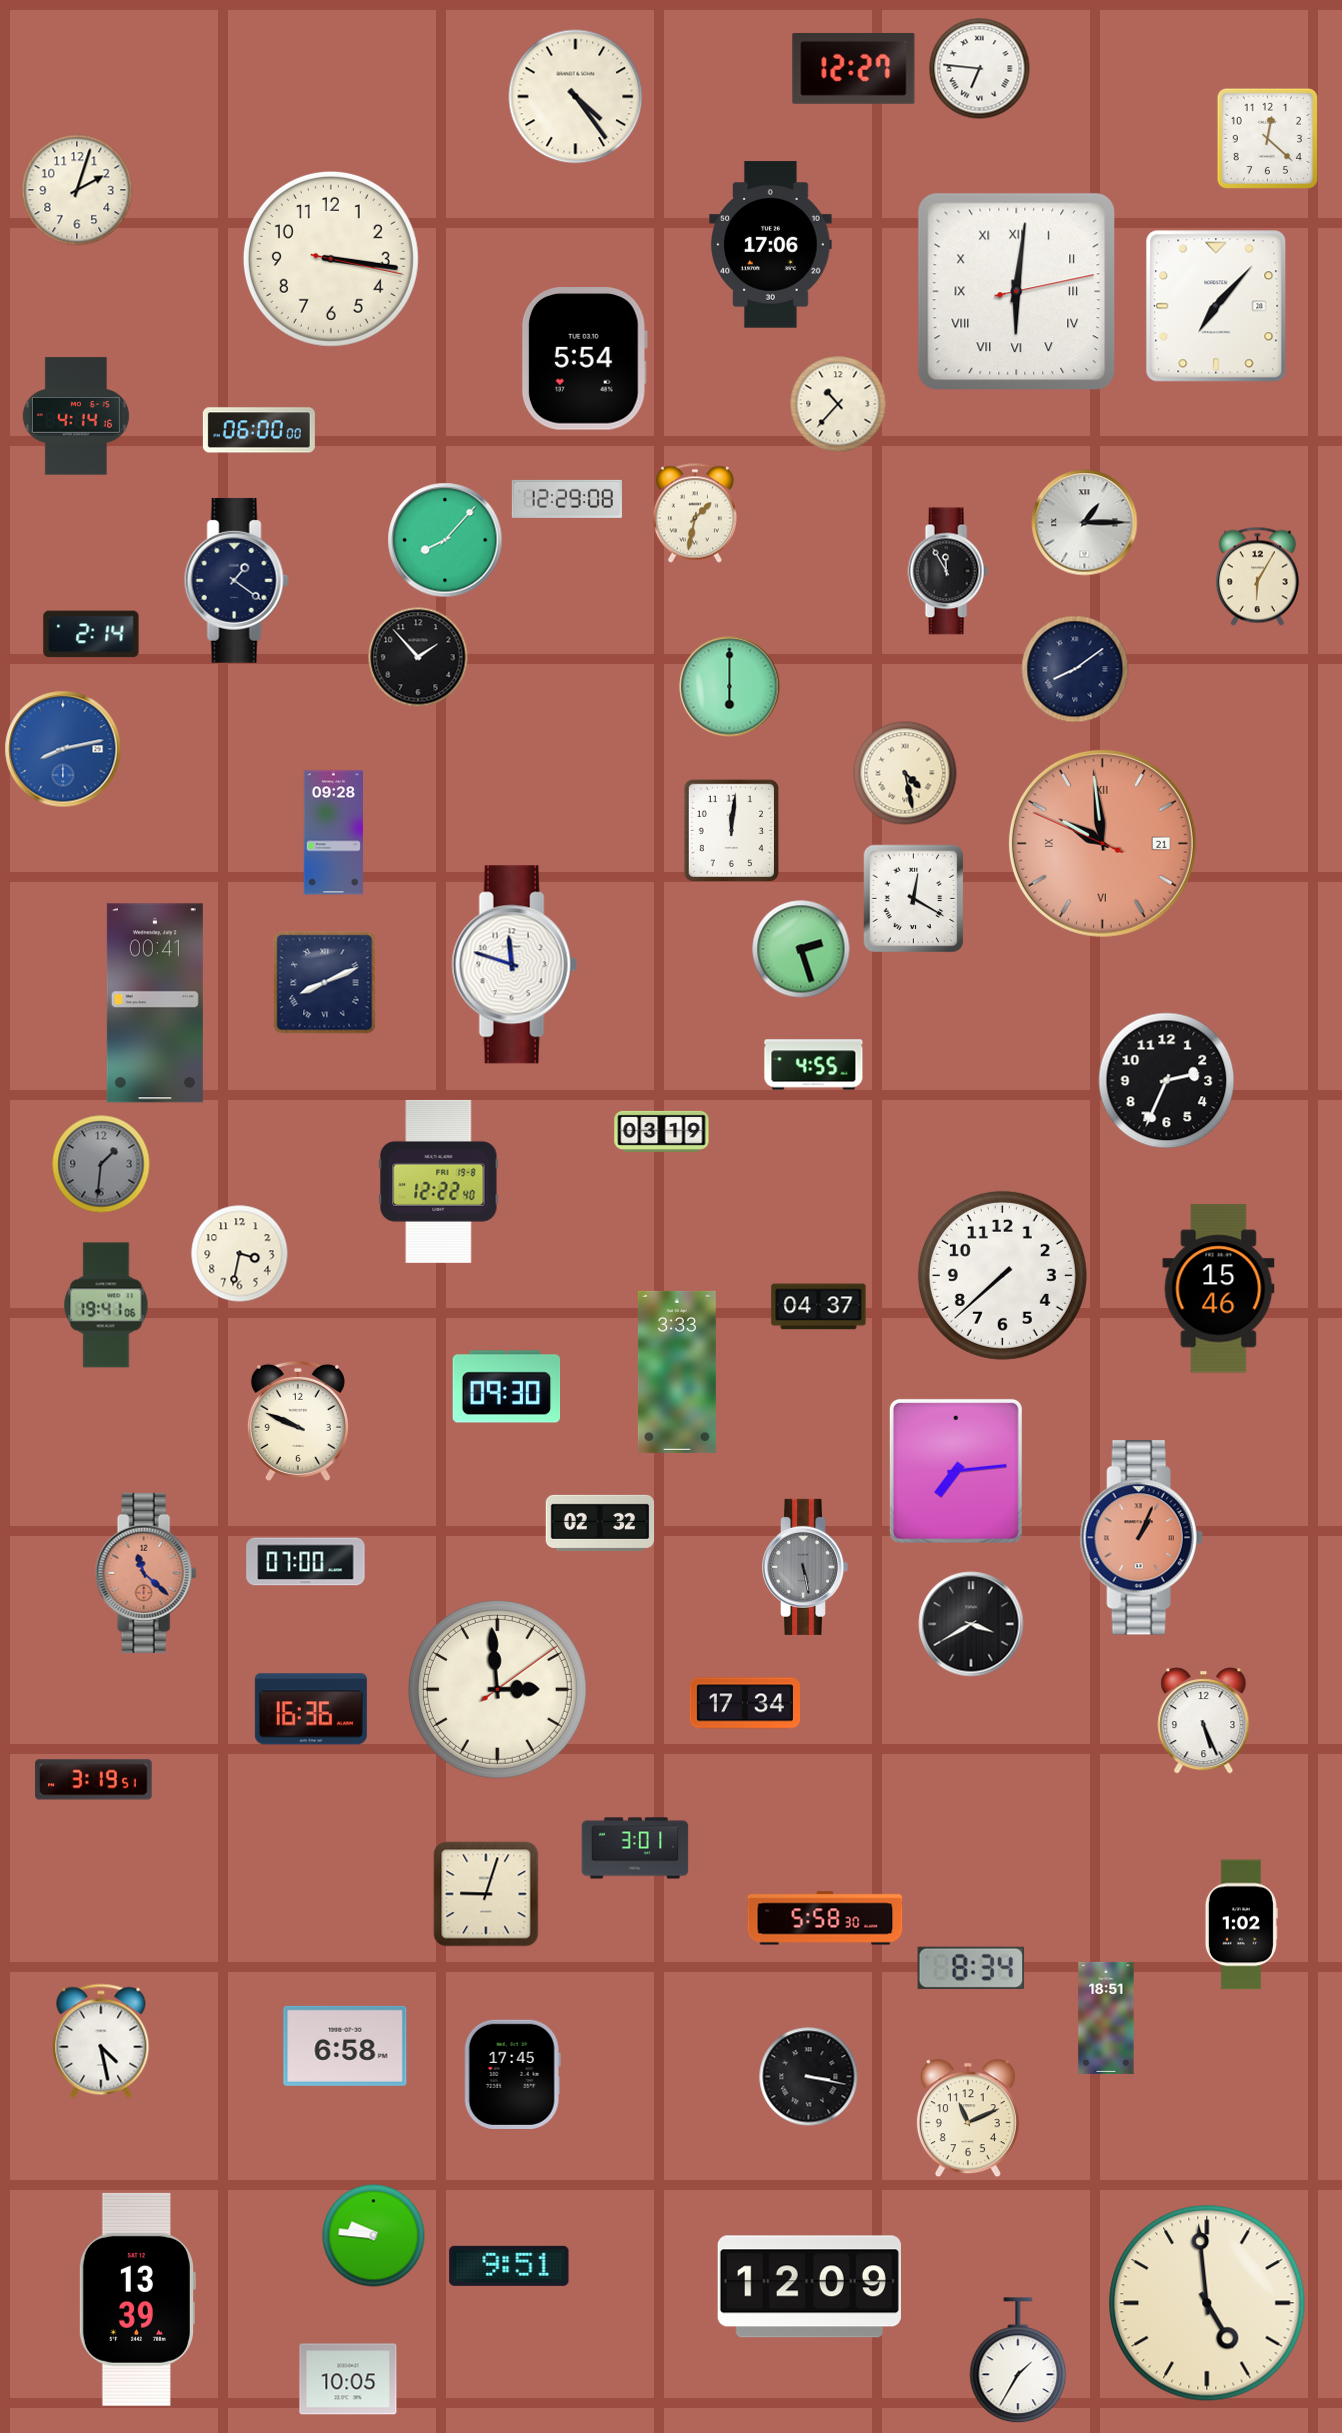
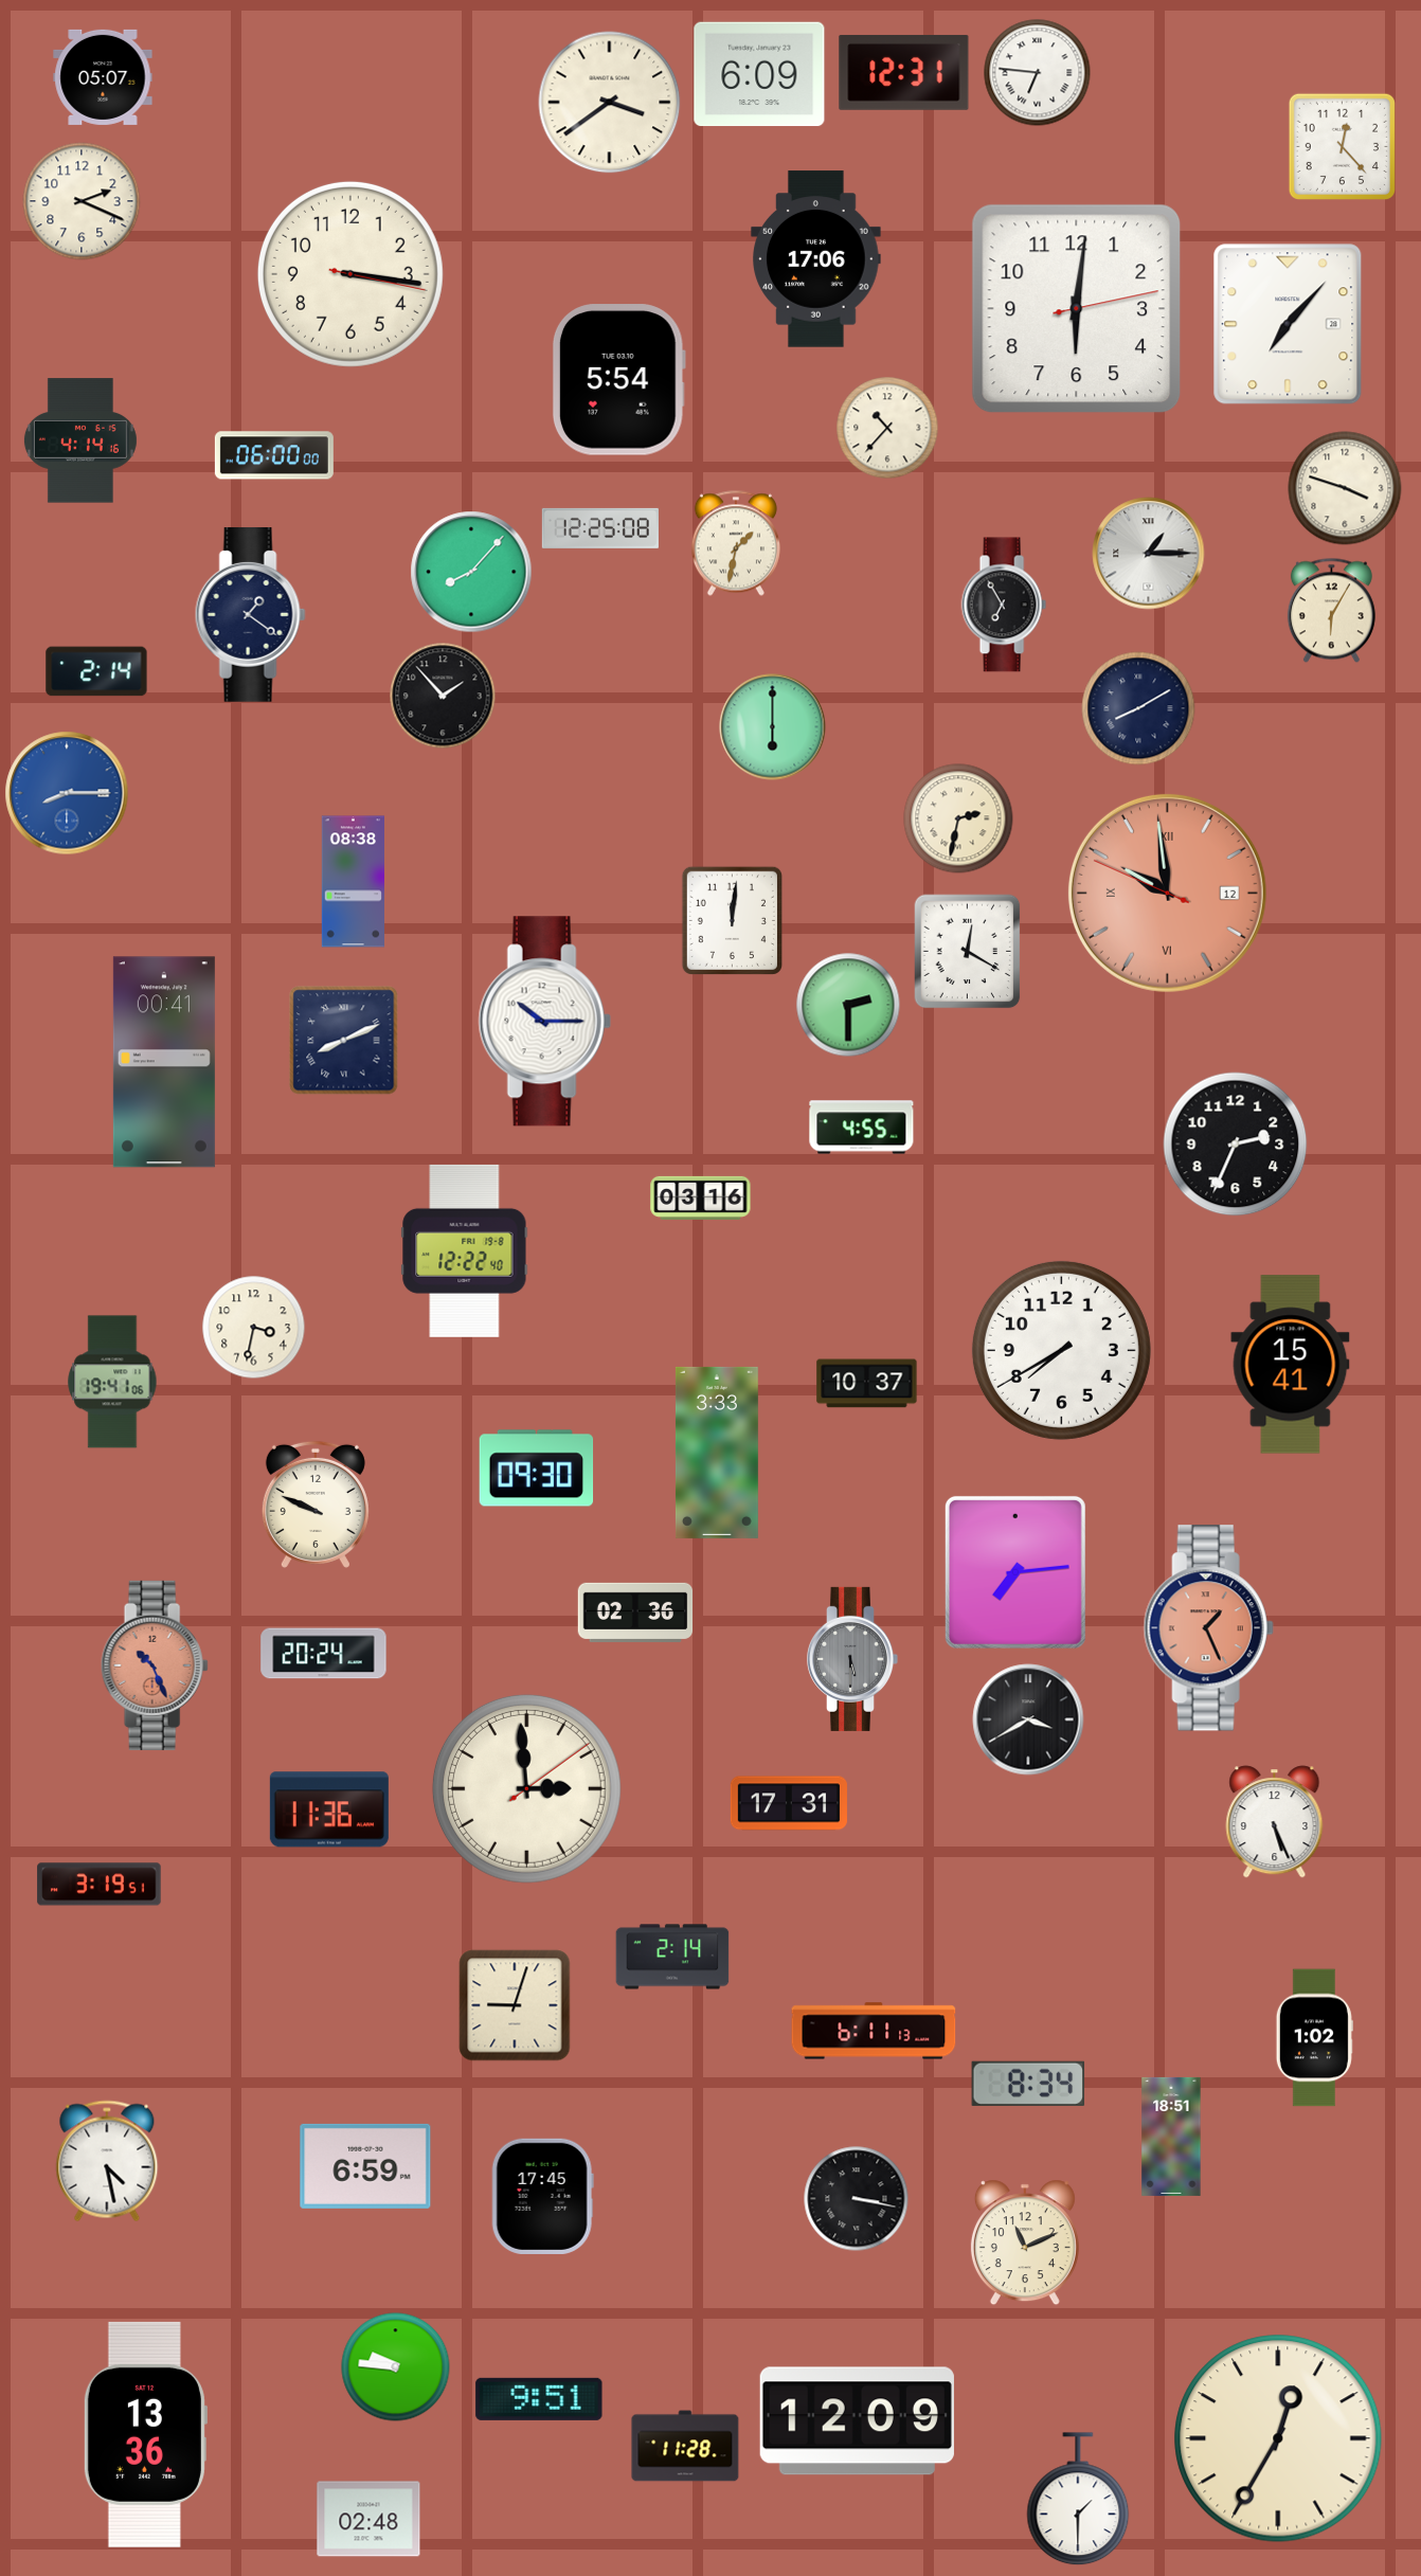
clock at (854, 68): 12:27 -> 12:31
clock at (759, 74): none -> 6:09
clock at (103, 77): none -> 05:07
clock at (576, 97): 4:24 -> 3:39
clock at (1267, 138): 12:22 -> 12:23
clock at (77, 190): 2:03 -> 2:19
clock at (1017, 292) numerals: Roman -> Arabic
clock at (1345, 488): none -> 3:48
clock at (567, 499): 12:29 -> 12:25
clock at (948, 571): 11:55 -> 6:55
clock at (1075, 669): 8:09 -> 8:10
clock at (63, 749): 8:13 -> 8:15
clock at (905, 773): 4:28 -> 2:32
clock at (731, 830) position: (731, 830) -> (732, 920)
clock at (333, 833): 09:28 -> 08:38
clock at (1102, 843) date: 21 -> 12
clock at (801, 949): 2:27 -> 2:30
clock at (514, 965): 11:48 -> 10:15
clock at (662, 1131): 03:19 -> 03:16
clock at (101, 1164): 1:31 -> none
clock at (1002, 1275): 7:38 -> 7:40
clock at (1219, 1289): 15:46 -> 15:41
clock at (819, 1307): 04:37 -> 10:37
clock at (956, 1471) position: (956, 1471) -> (1015, 1572)
clock at (600, 1523): 02:32 -> 02:36
clock at (1141, 1538): 1:04 -> 1:26
clock at (306, 1562): 07:00 -> 20:24
clock at (806, 1567): 5:28 -> 5:30
clock at (146, 1573): 11:22 -> 10:26
clock at (745, 1703): 17:34 -> 17:31
clock at (311, 1709): 16:36 -> 11:36
clock at (635, 1848): 3:01 -> 2:14
clock at (825, 1918): 5:58 -> 6:11
clock at (345, 2046): 6:58 -> 6:59
clock at (137, 2299): 13:39 -> 13:36
clock at (1207, 2303): 4:59 -> 12:35
clock at (685, 2446): none -> 11:28
clock at (1018, 2361): 1:35 -> 1:30
clock at (348, 2379): 10:05 -> 02:48
